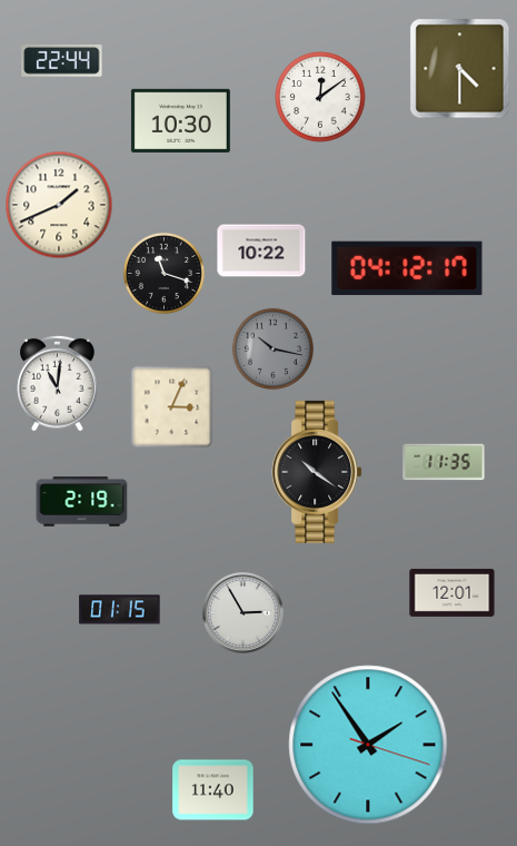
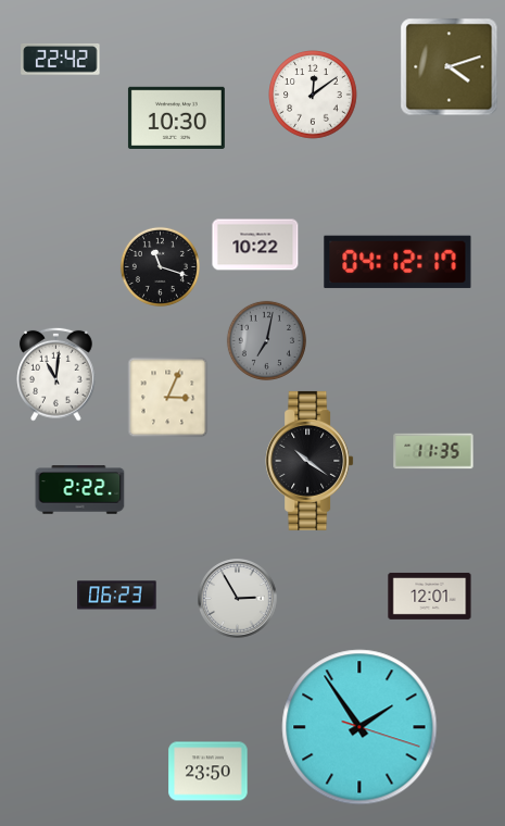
clock at (62, 61): 22:44 -> 22:42
clock at (460, 69): 4:30 -> 4:12
clock at (59, 205): 1:41 -> none
clock at (272, 348): 10:17 -> 7:02
clock at (82, 502): 2:19 -> 2:22
clock at (453, 592) position: (453, 592) -> (430, 596)
clock at (120, 610): 01:15 -> 06:23
clock at (213, 790): 11:40 -> 23:50
